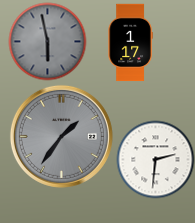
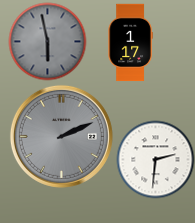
clock at (61, 136): 1:36 -> 2:11
